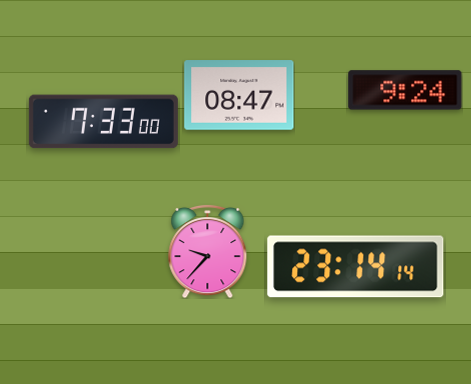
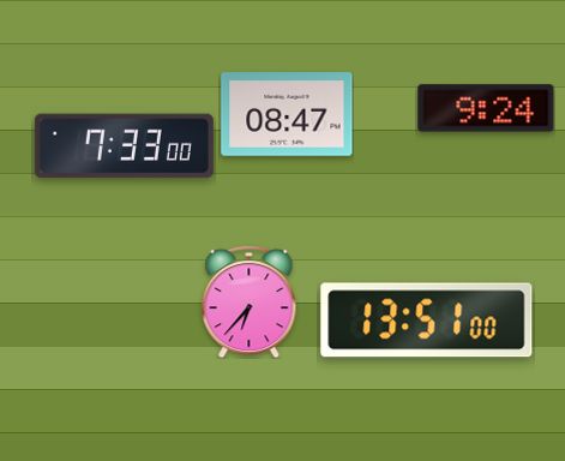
clock at (208, 251): 9:37 -> 6:37
clock at (356, 267): 23:14 -> 13:51
